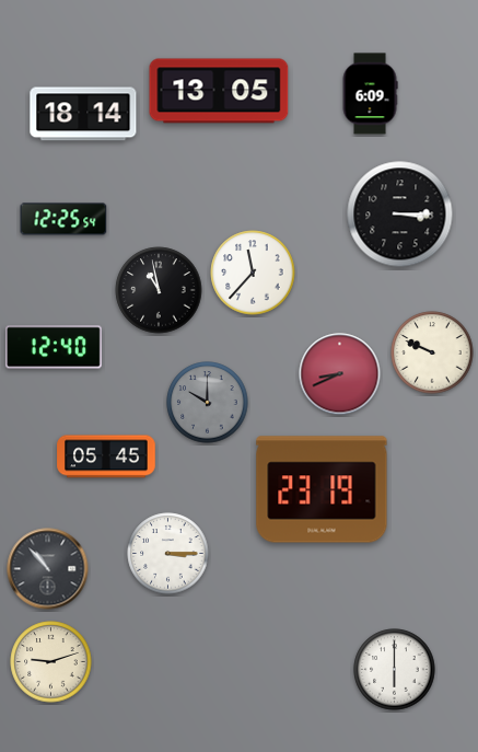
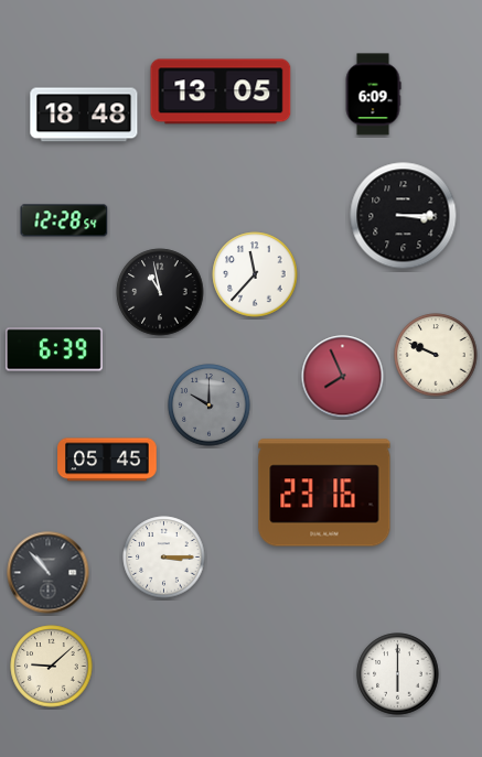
clock at (83, 114): 18:14 -> 18:48
clock at (63, 219): 12:25 -> 12:28
clock at (54, 347): 12:40 -> 6:39
clock at (340, 374): 8:41 -> 7:56
clock at (322, 489): 23:19 -> 23:16
clock at (168, 554) position: (168, 554) -> (164, 558)
clock at (51, 662): 9:12 -> 9:08
